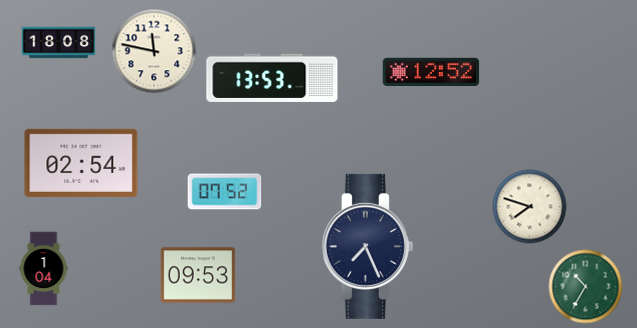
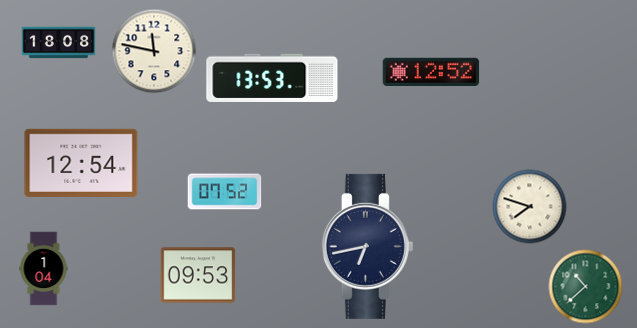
clock at (81, 163): 02:54 -> 12:54
clock at (367, 246): 7:26 -> 6:43
clock at (586, 287): 10:35 -> 10:38
